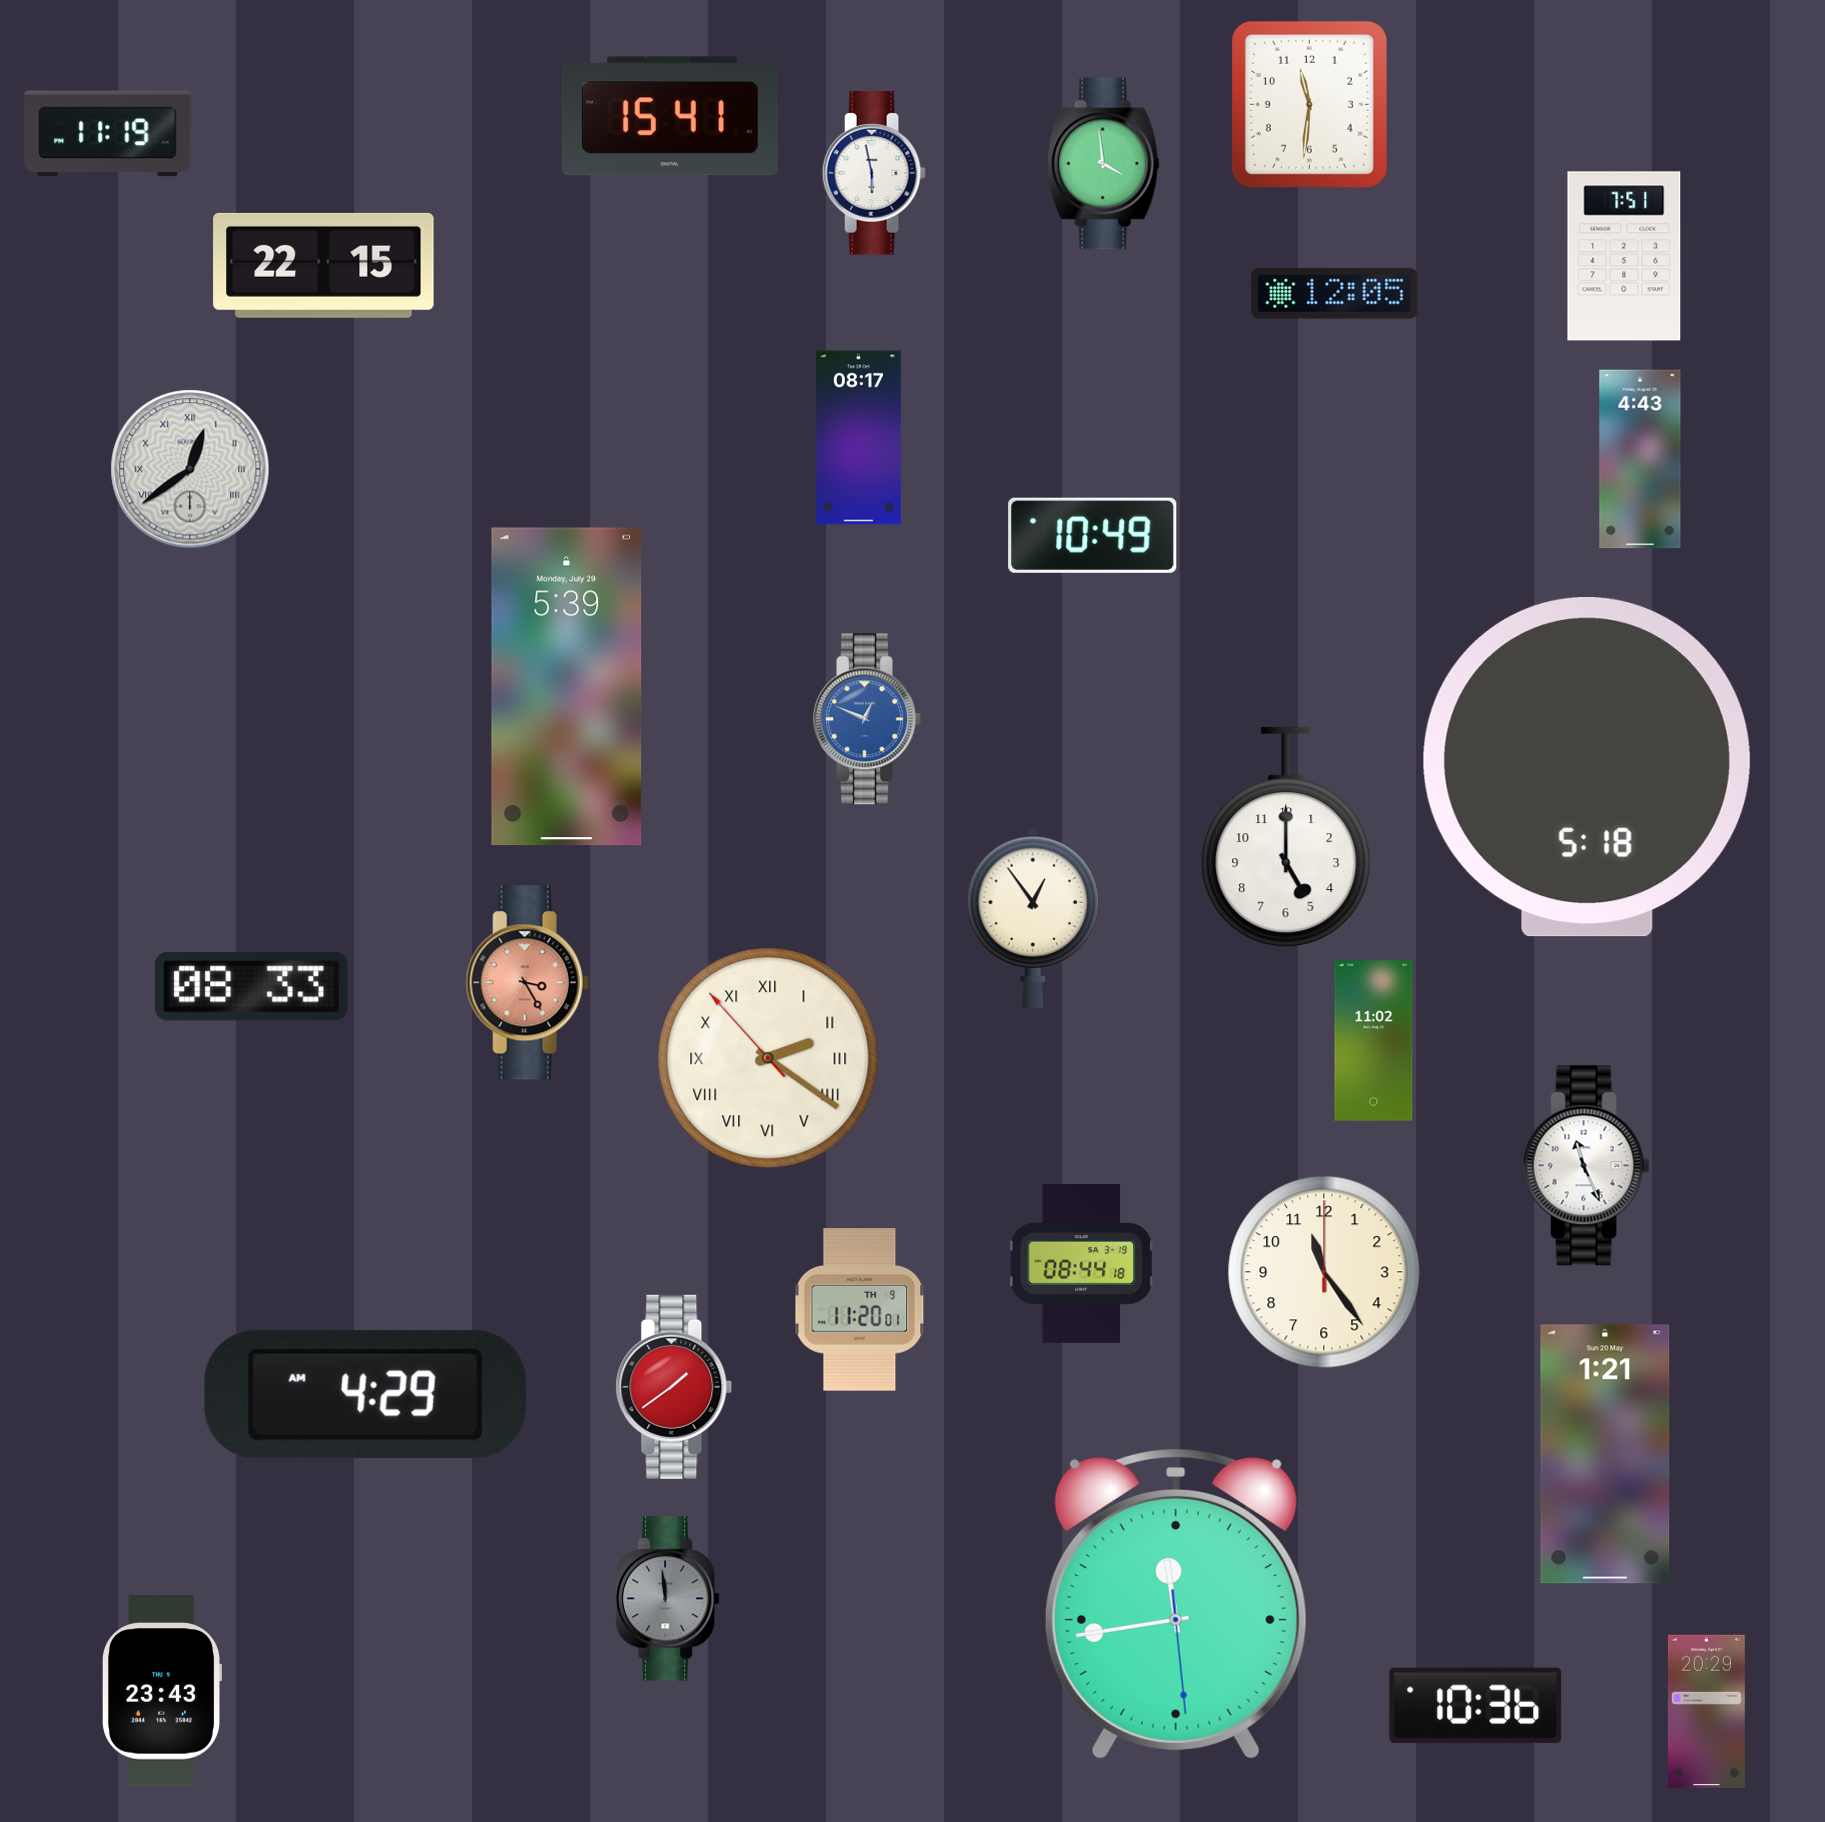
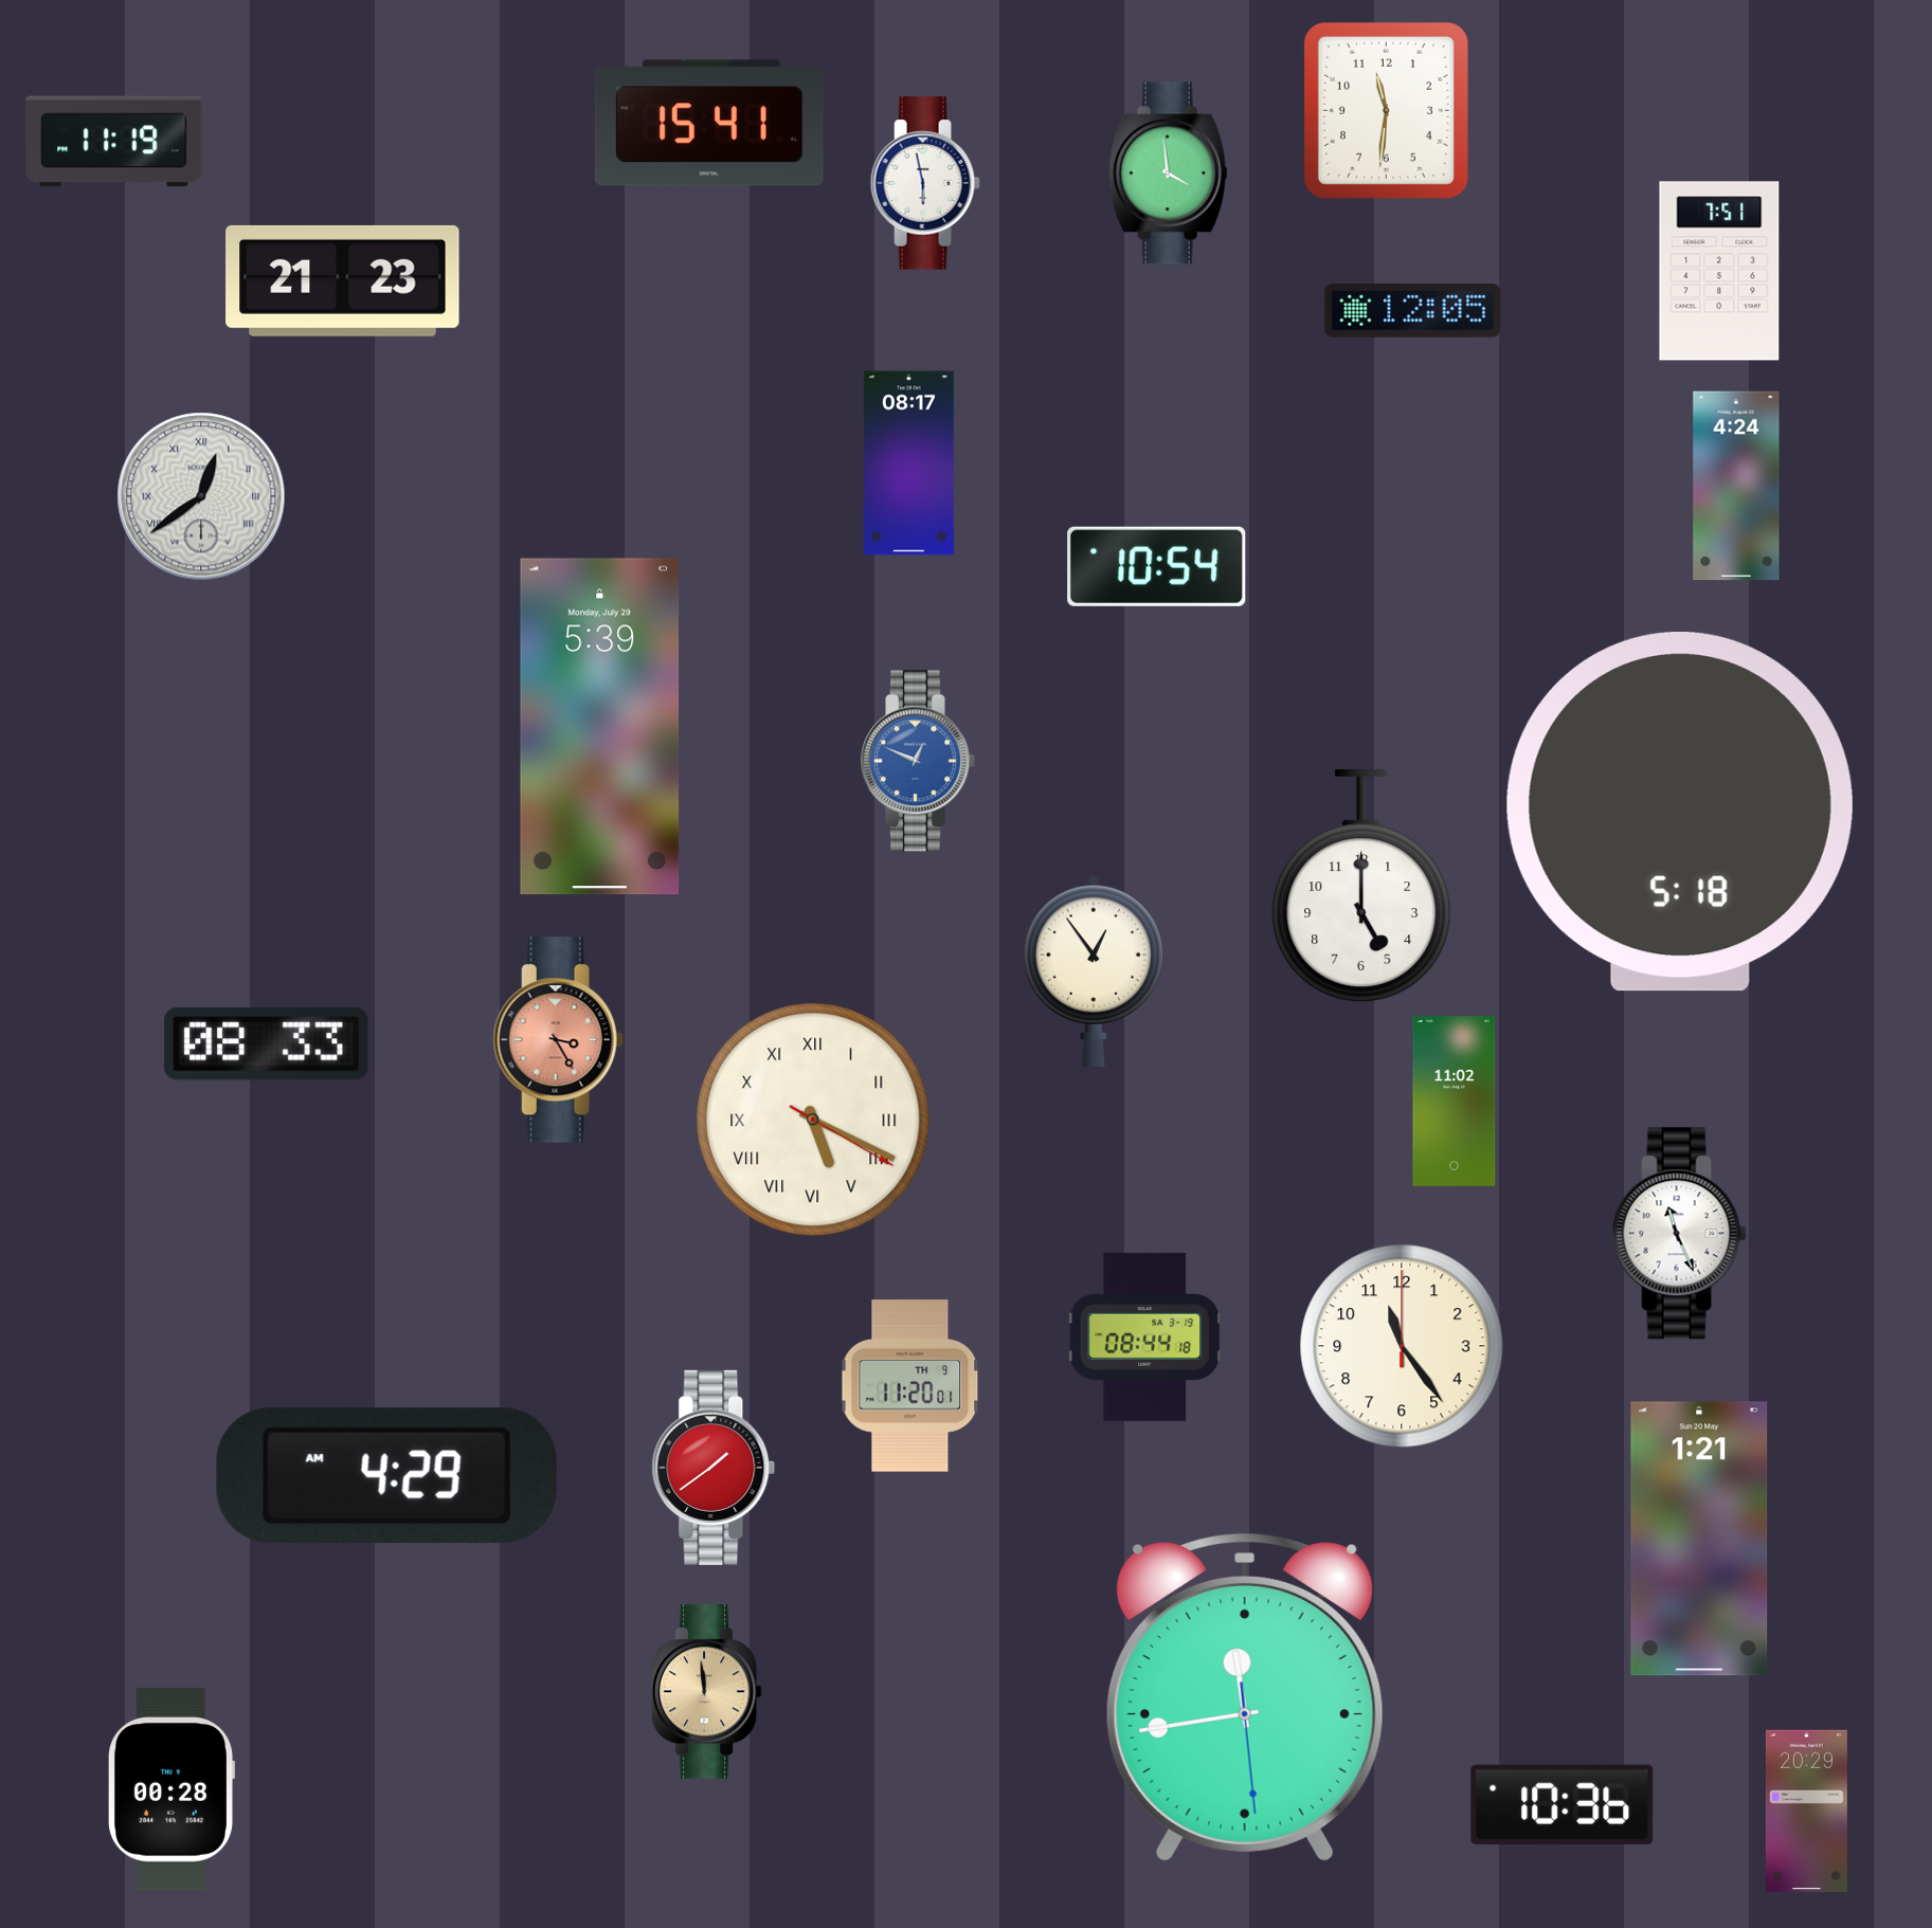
clock at (324, 265): 22:15 -> 21:23
clock at (1640, 459): 4:43 -> 4:24
clock at (1093, 535): 10:49 -> 10:54
clock at (768, 1058): 2:20 -> 5:19
clock at (667, 1599) dial: grey -> champagne
clock at (161, 1691): 23:43 -> 00:28
